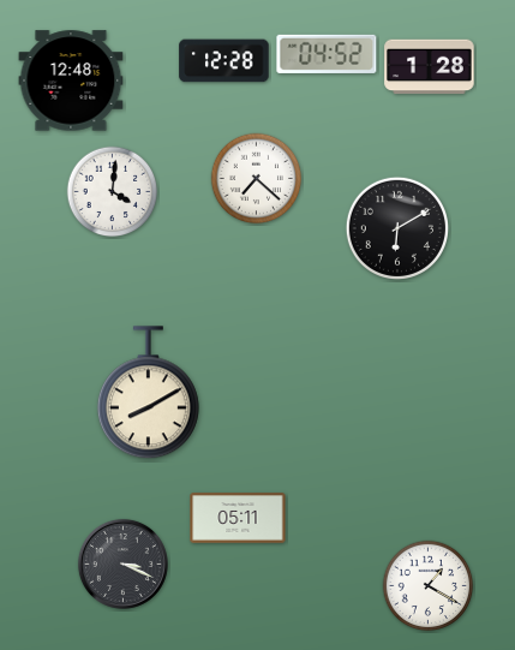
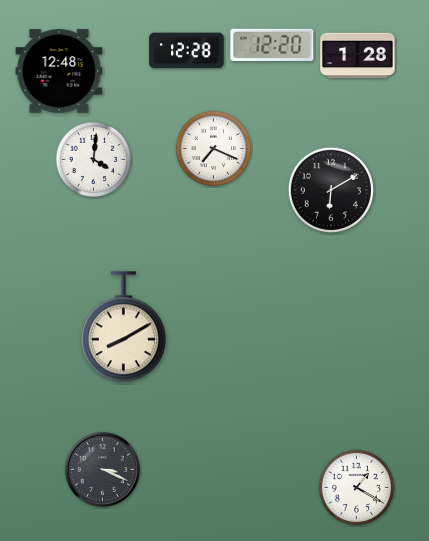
clock at (327, 54): 04:52 -> 12:20
clock at (71, 80) position: (71, 80) -> (59, 71)
clock at (257, 179): 7:22 -> 7:19
clock at (238, 518): 05:11 -> none
